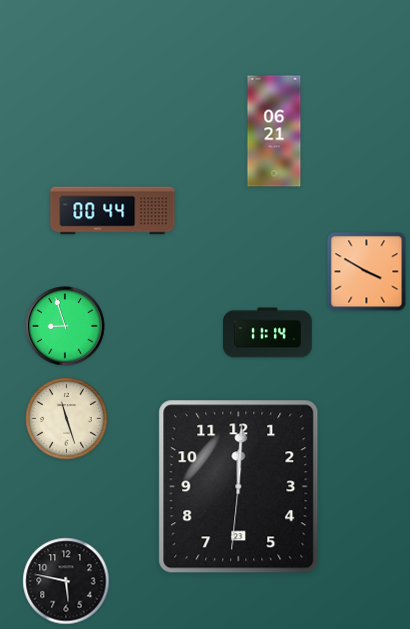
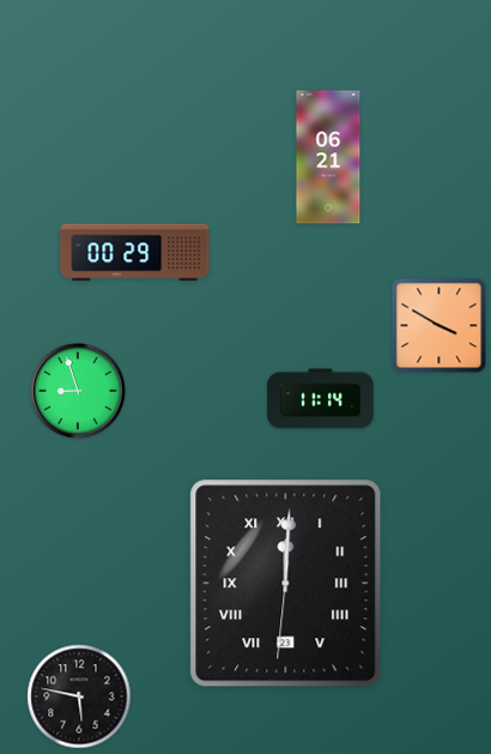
clock at (113, 211): 00:44 -> 00:29
clock at (67, 419): 11:27 -> none
clock at (239, 487) numerals: Arabic -> Roman
